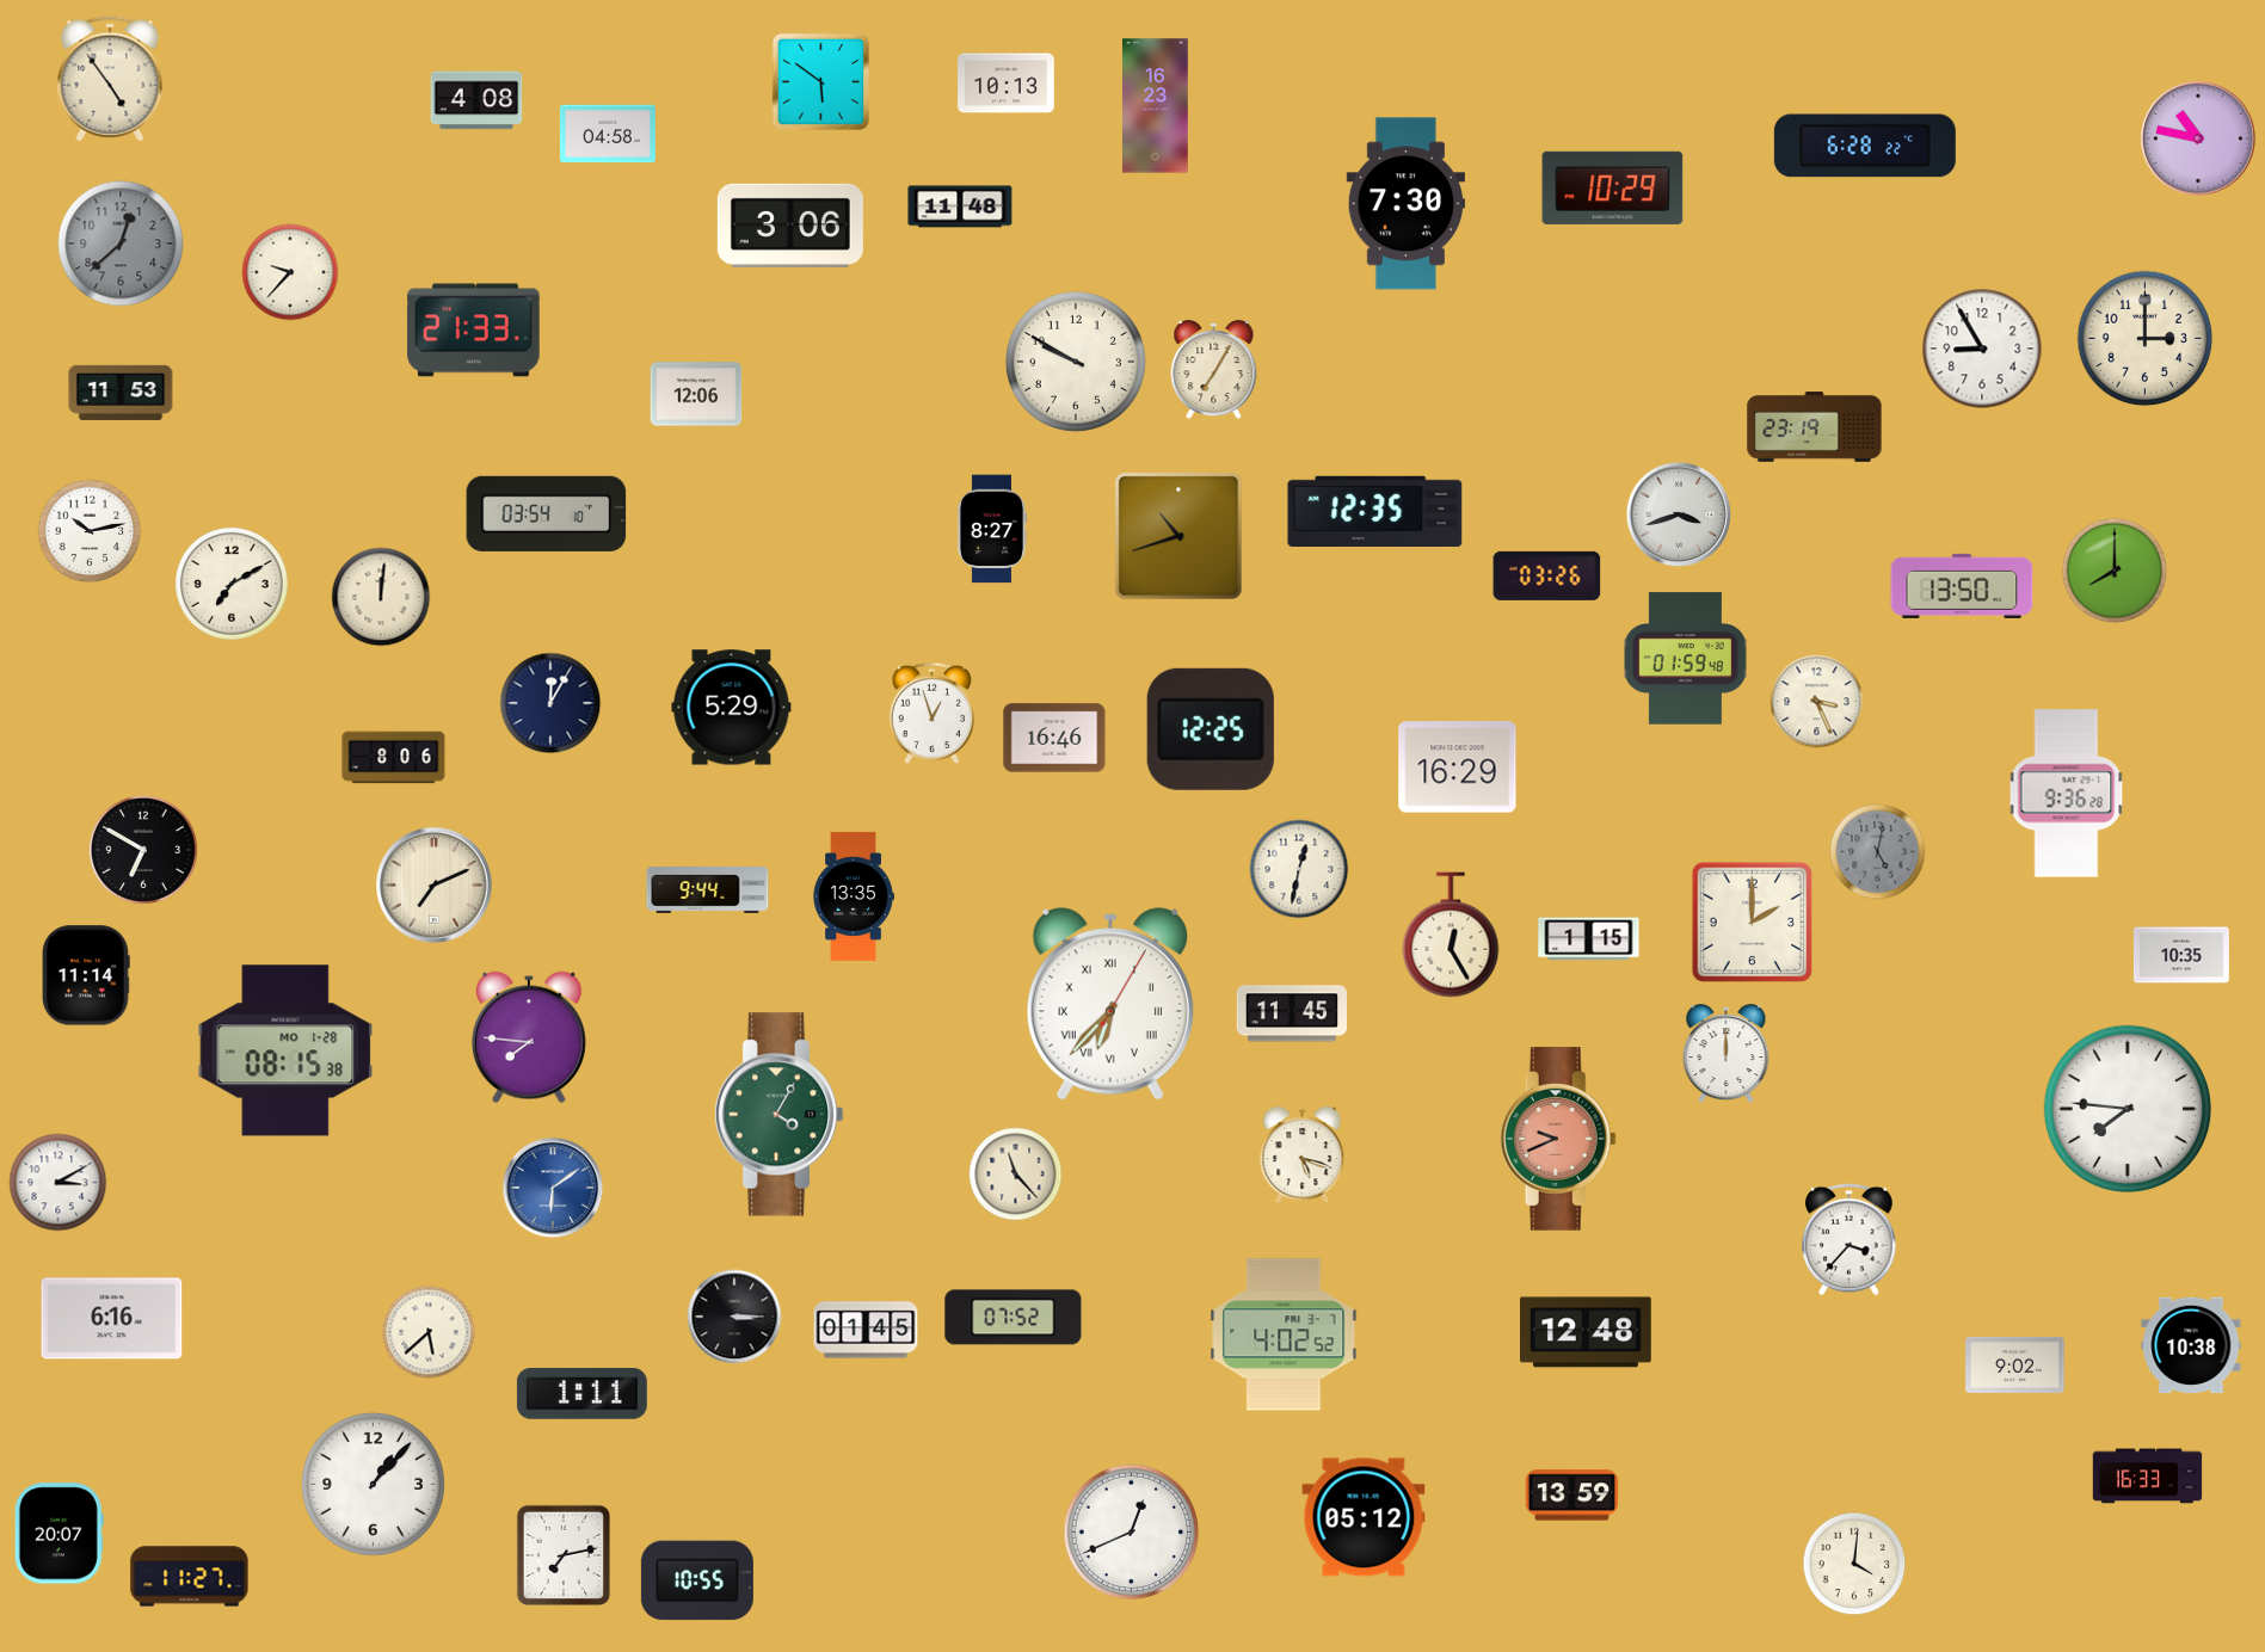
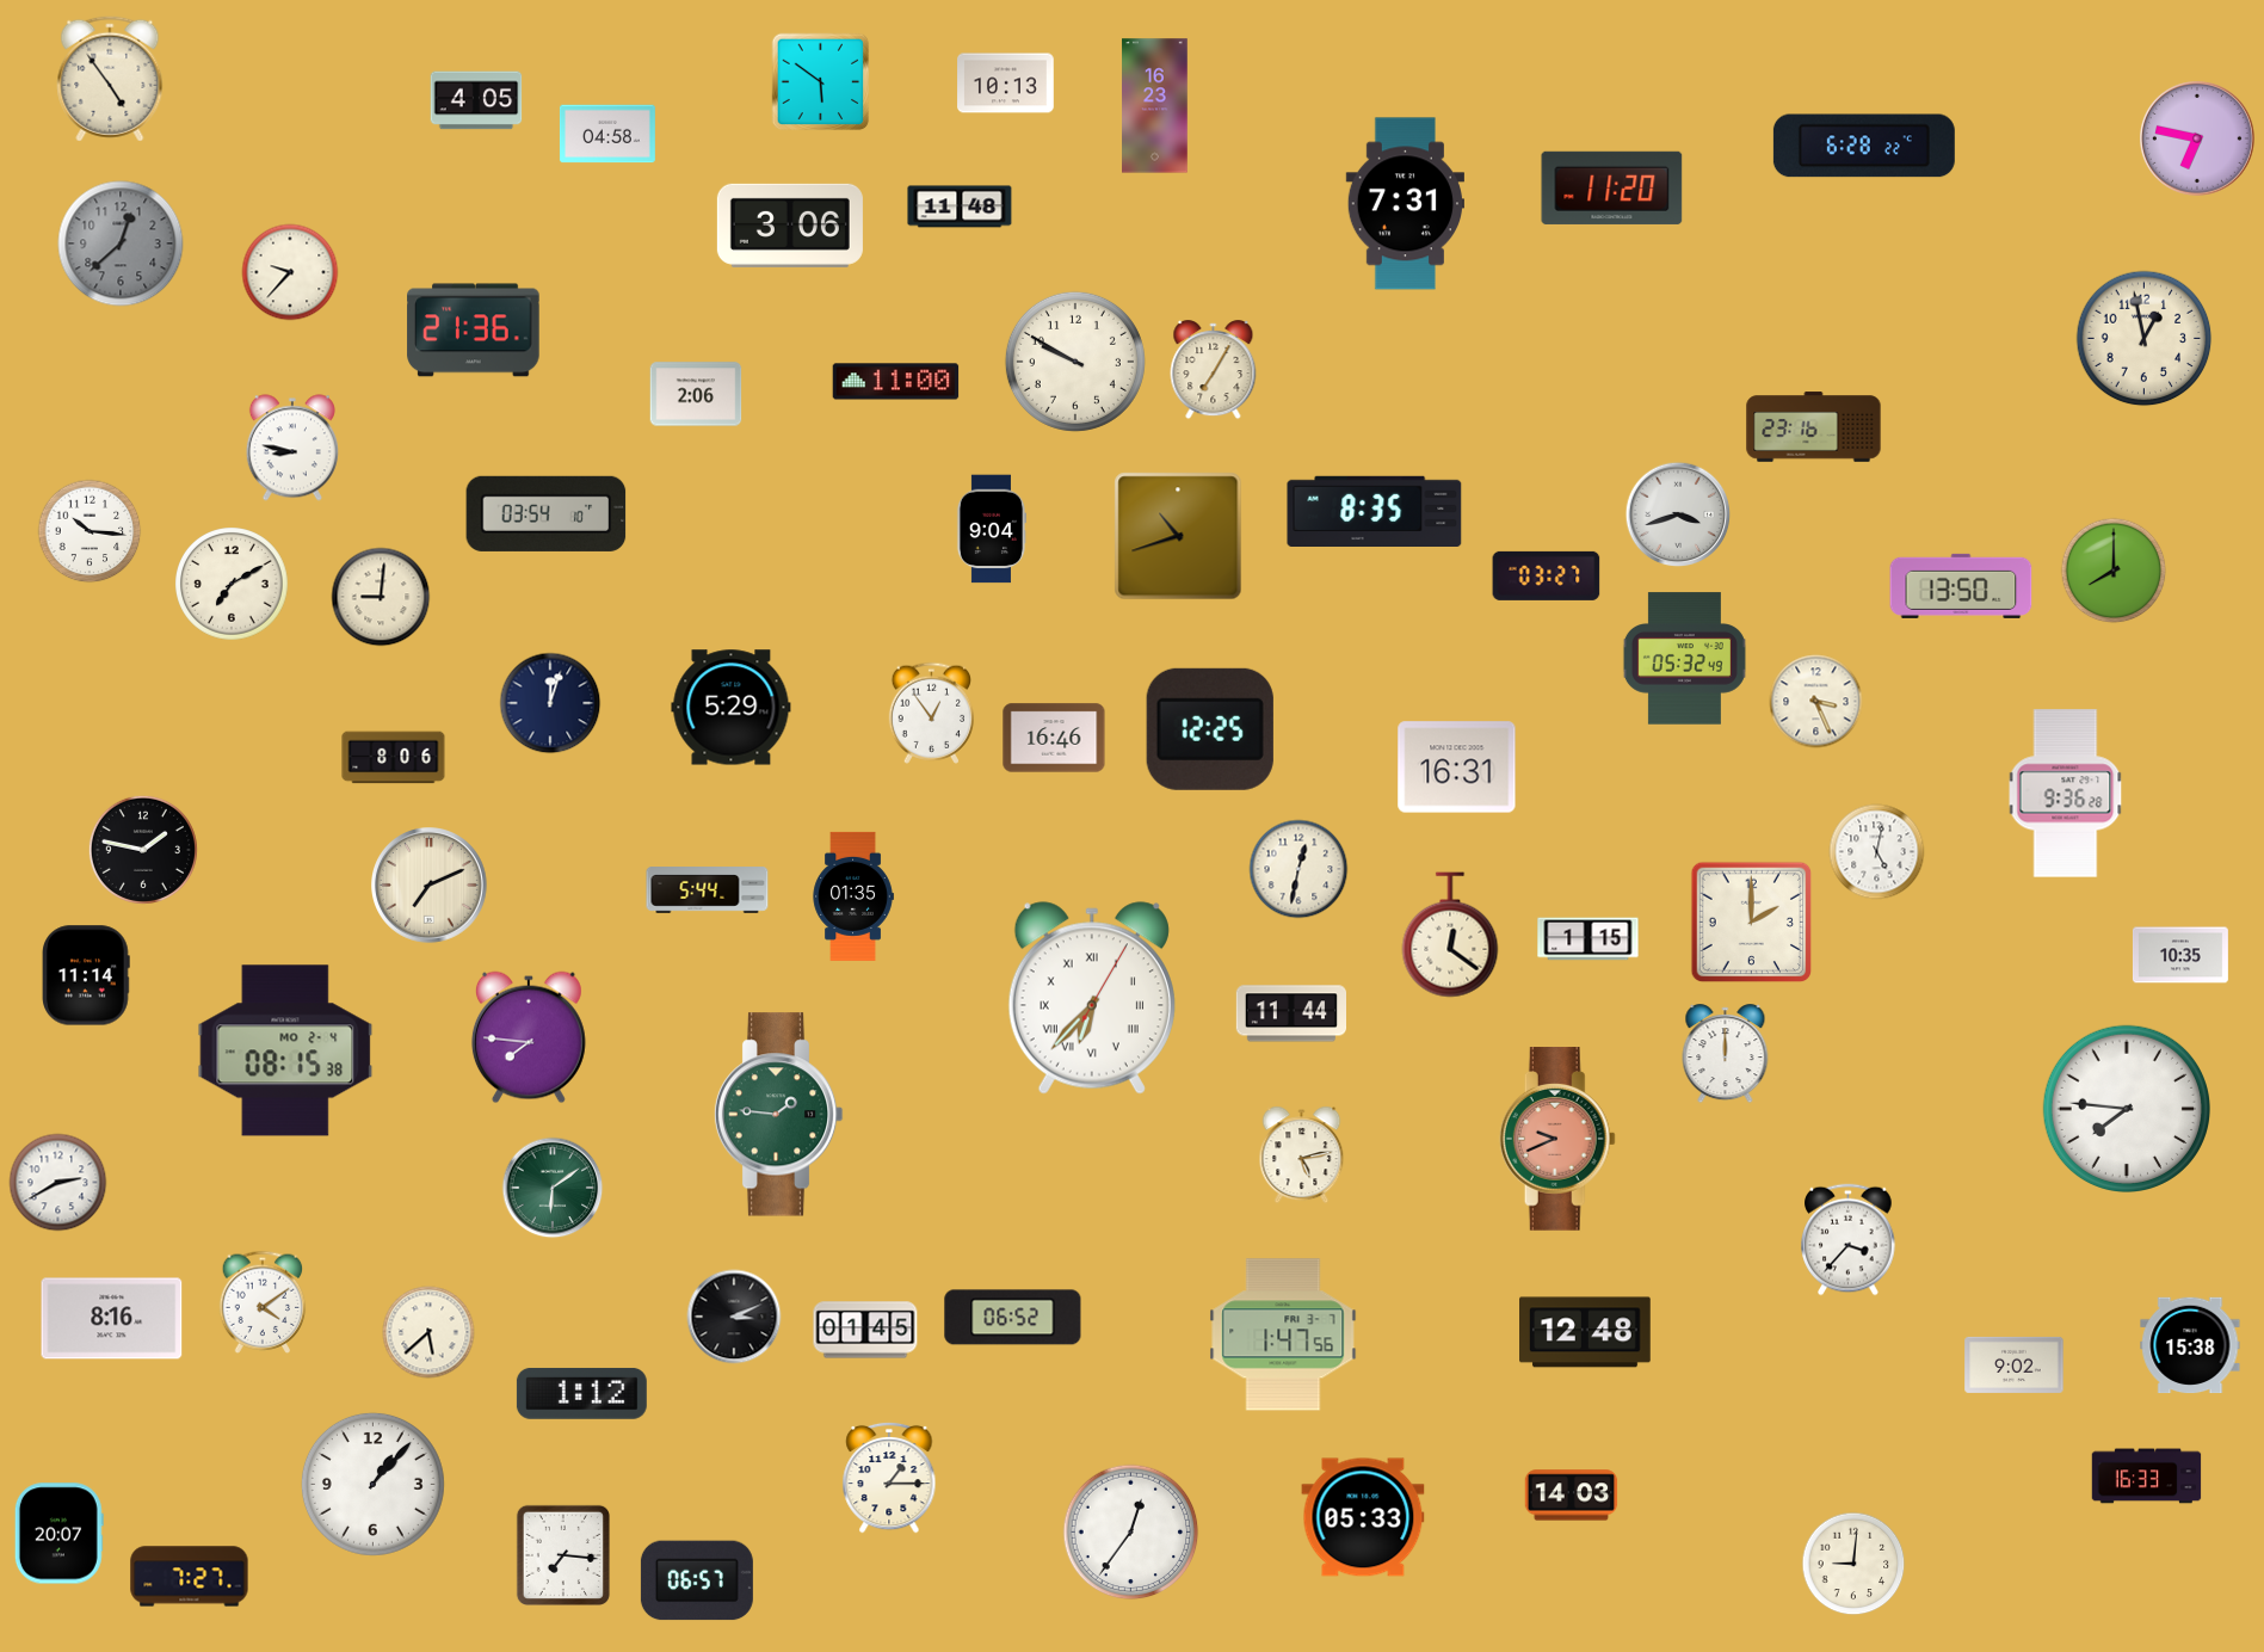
clock at (476, 100): 4:08 -> 4:05
clock at (2199, 140): 10:47 -> 6:47
clock at (1613, 187): 10:29 -> 11:20
clock at (1405, 204): 7:30 -> 7:31
clock at (474, 331): 21:33 -> 21:36
clock at (2146, 339): 3:00 -> 12:58
clock at (1982, 349): 8:55 -> none
clock at (896, 382): none -> 11:00
clock at (121, 393): 11:53 -> none
clock at (696, 394): 12:06 -> 2:06
clock at (1815, 427): 23:19 -> 23:16
clock at (292, 448): none -> 8:47
clock at (1375, 511): 12:35 -> 8:35
clock at (991, 529): 8:27 -> 9:04
clock at (90, 531): 10:13 -> 10:16
clock at (1547, 575): 03:26 -> 03:27
clock at (381, 597): 12:01 -> 9:01
clock at (1685, 659): 01:59 -> 05:32
clock at (550, 703): 12:05 -> 12:03
clock at (933, 713): 12:57 -> 12:54
clock at (1458, 768): 16:29 -> 16:31
clock at (143, 850): 6:50 -> 1:47
clock at (1878, 852) dial: grey -> white
clock at (435, 886) position: (435, 886) -> (430, 886)
clock at (708, 890): 9:44 -> 5:44
clock at (854, 896): 13:35 -> 01:35
clock at (1451, 935): 12:25 -> 12:21
clock at (1110, 1004) position: (1110, 1004) -> (1092, 998)
clock at (1291, 1013): 11:45 -> 11:44
clock at (285, 1050) date: MO 1-28 -> MO 2-4
clock at (778, 1115): 4:05 -> 1:46
clock at (1303, 1155): 5:18 -> 5:13
clock at (1016, 1175): 11:23 -> none
clock at (59, 1183): 3:10 -> 2:40
clock at (553, 1188) dial: blue -> green
clock at (263, 1302): none -> 4:09
clock at (734, 1317): 3:15 -> 3:11
clock at (1014, 1318): 07:52 -> 06:52
clock at (112, 1319): 6:16 -> 8:16
clock at (1284, 1334): 4:02 -> 1:47
clock at (2191, 1345): 10:38 -> 15:38
clock at (581, 1393): 1:11 -> 1:12
clock at (889, 1478): none -> 1:15
clock at (1572, 1496): 13:59 -> 14:03
clock at (1364, 1517): 05:12 -> 05:33
clock at (1132, 1533): 12:41 -> 12:36
clock at (564, 1555): 7:13 -> 7:16
clock at (1854, 1564): 4:01 -> 9:01
clock at (190, 1577): 11:27 -> 7:27
clock at (697, 1580): 10:55 -> 06:57
